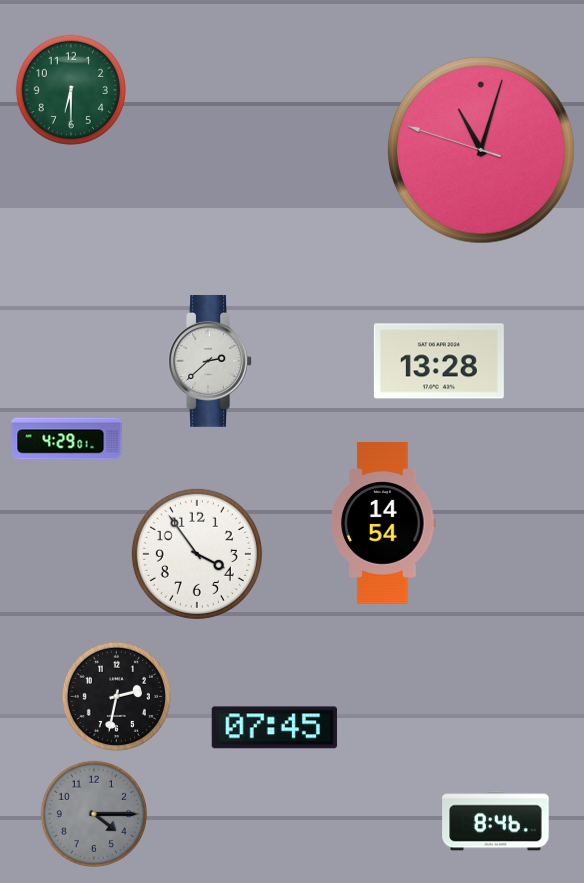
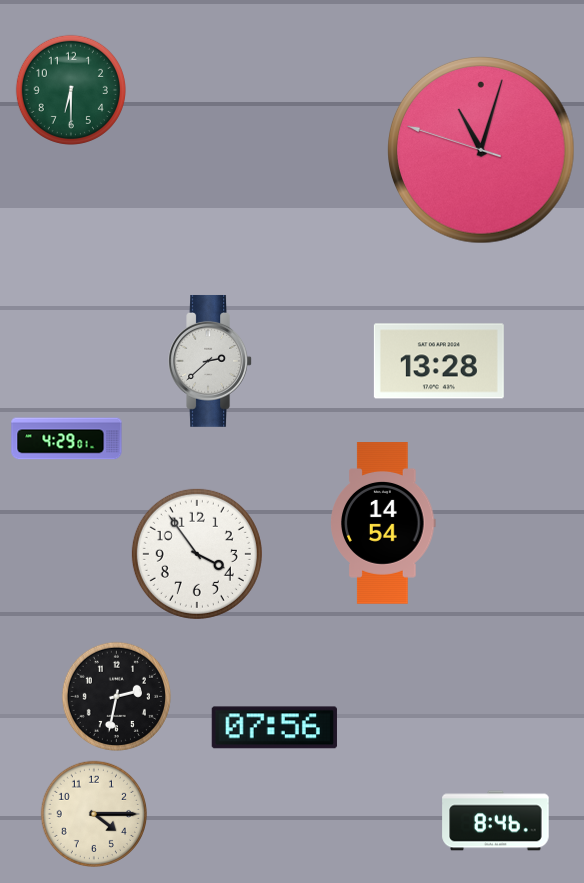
clock at (274, 728): 07:45 -> 07:56
clock at (93, 813) dial: grey -> cream
